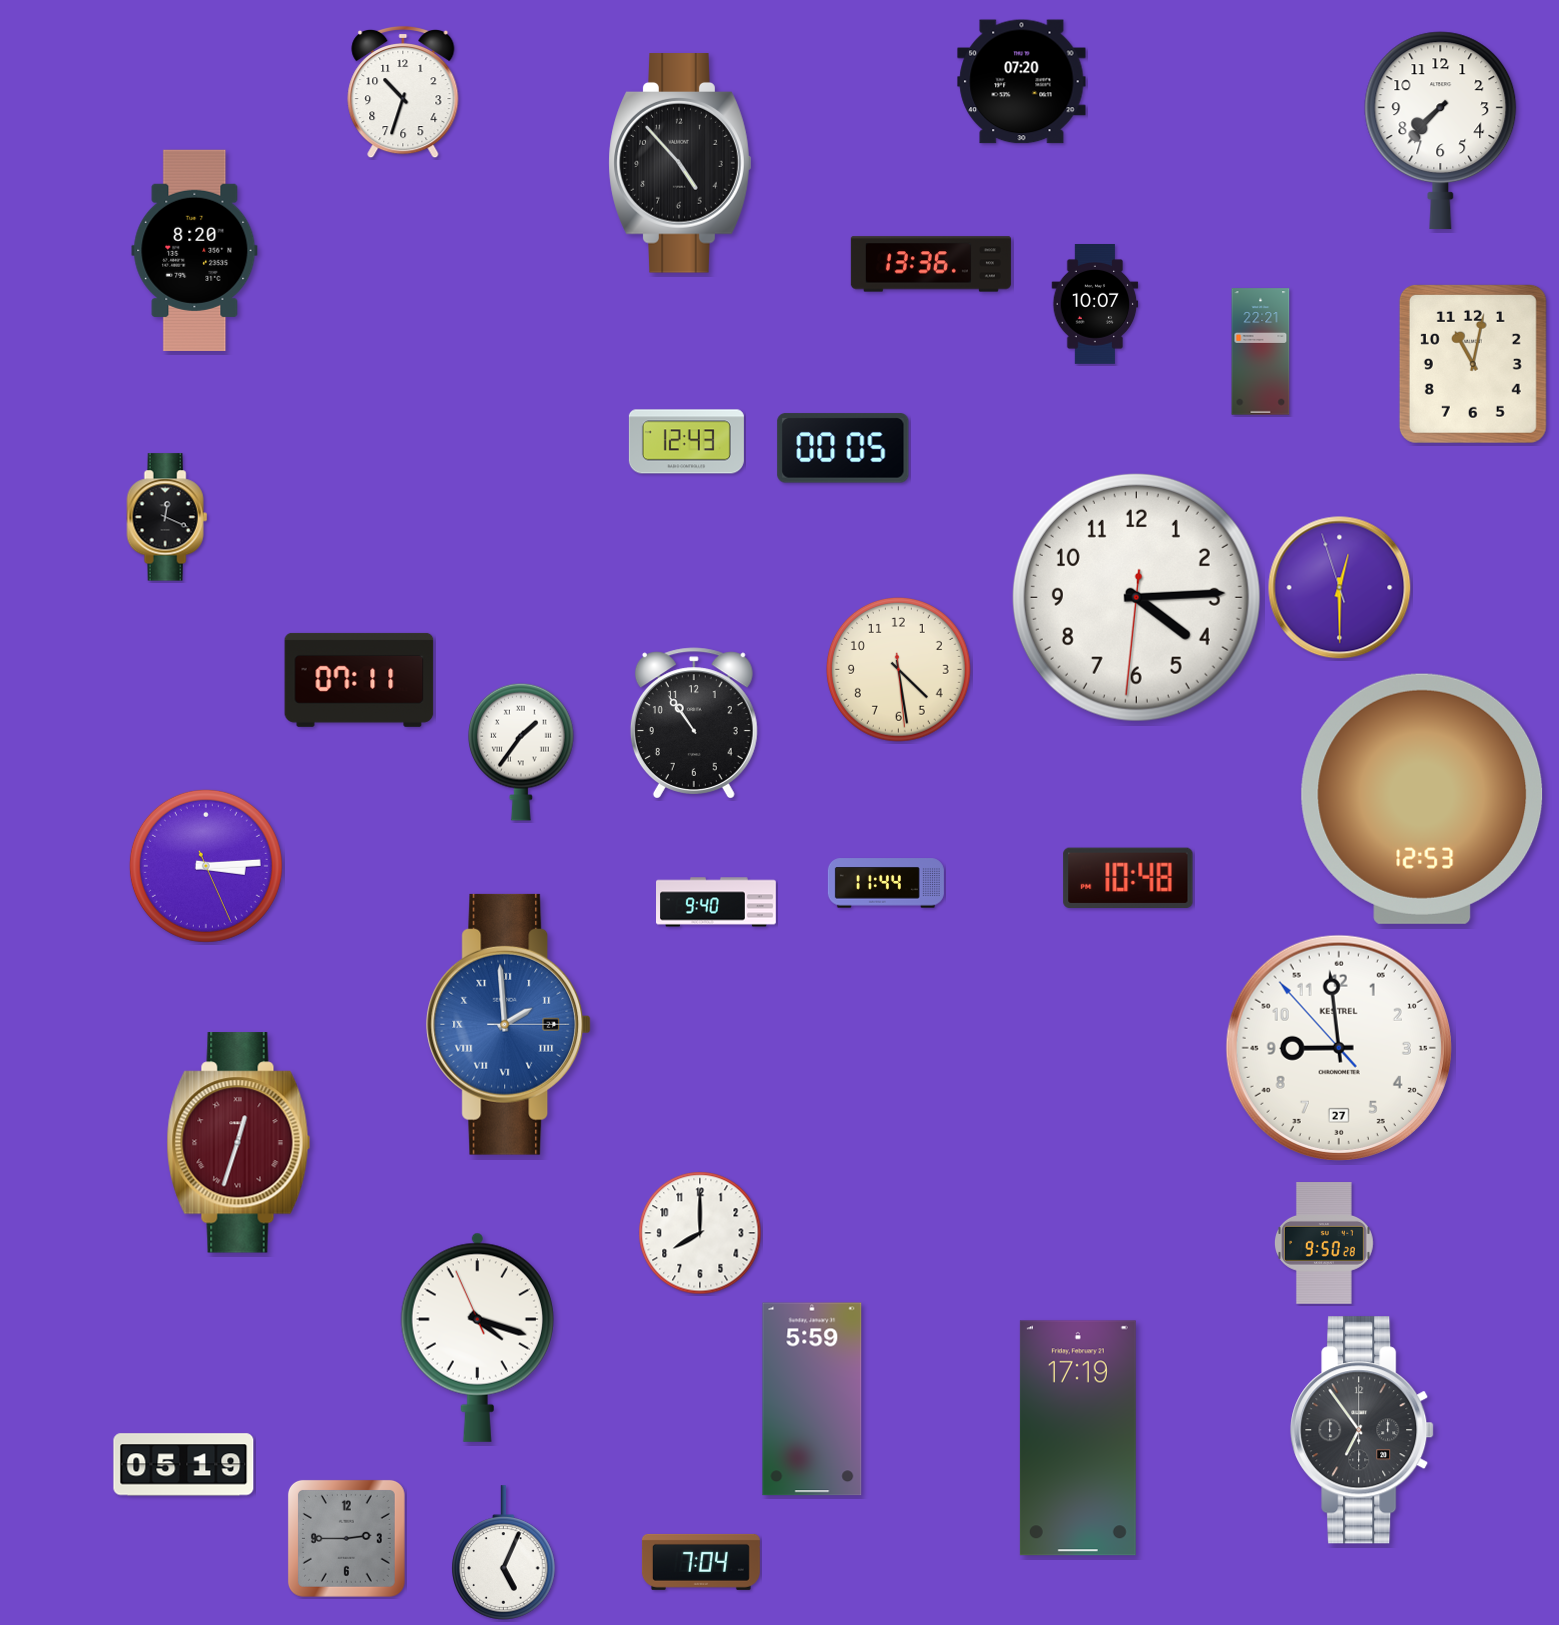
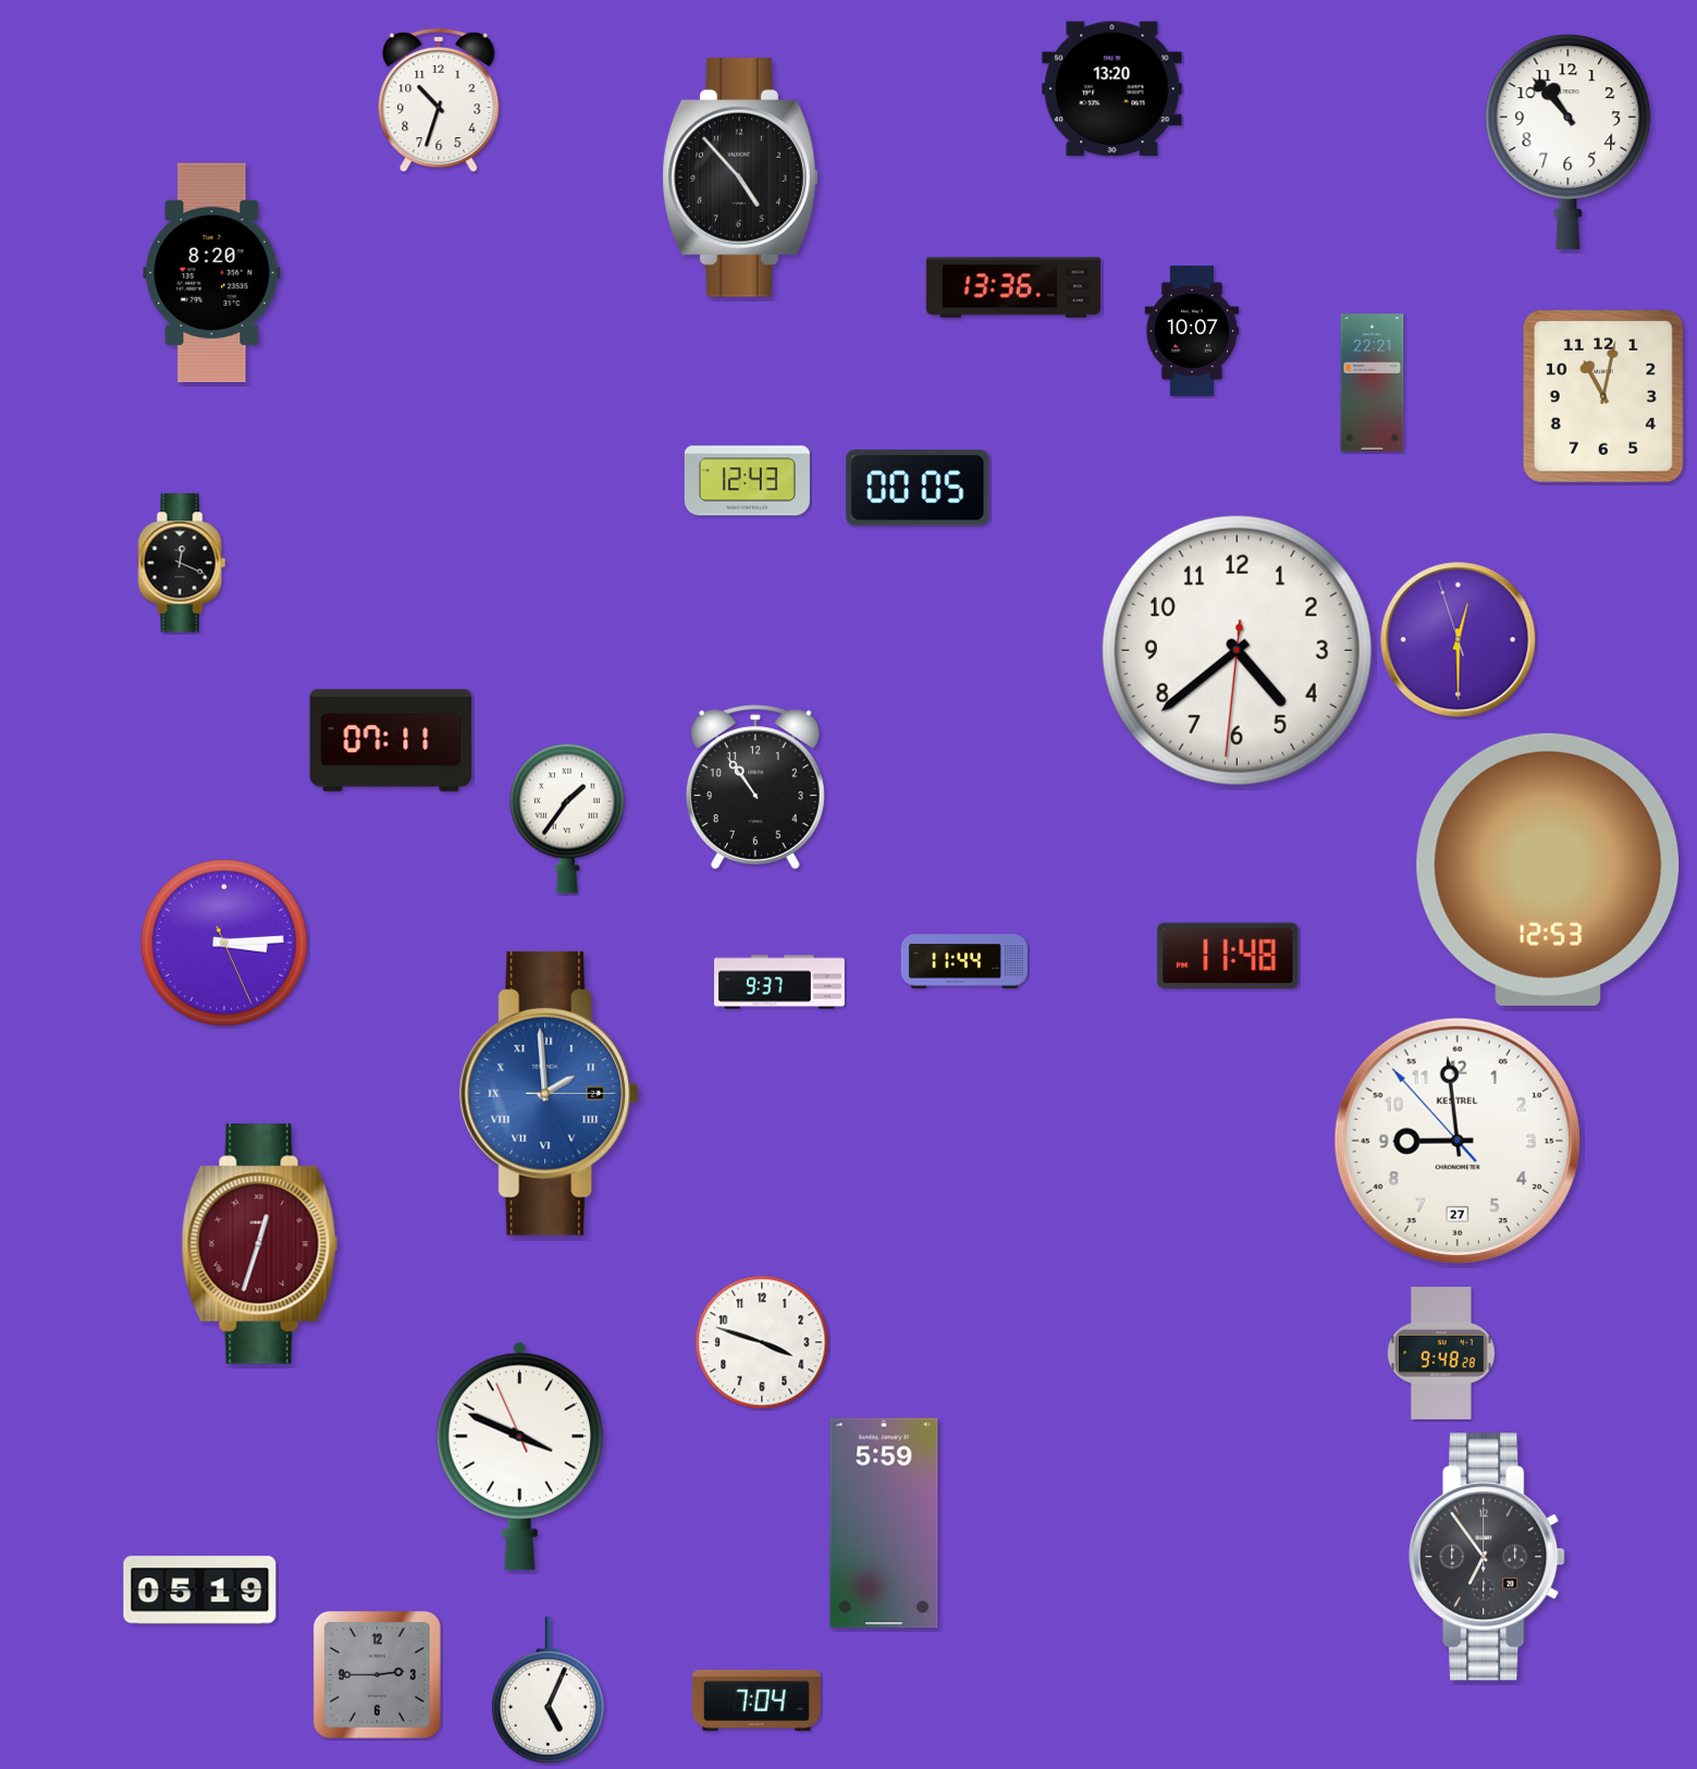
clock at (1022, 82): 07:20 -> 13:20
clock at (1441, 131): 7:37 -> 10:53
clock at (1136, 597): 4:14 -> 4:38
clock at (898, 669): 4:28 -> none
clock at (1128, 877): 10:48 -> 11:48
clock at (717, 902): 9:40 -> 9:37
clock at (509, 1024) position: (509, 1024) -> (550, 1093)
clock at (700, 1233): 8:00 -> 3:48
clock at (1324, 1243): 9:50 -> 9:48
clock at (477, 1337): 4:17 -> 3:48
clock at (1362, 1430) position: (1362, 1430) -> (1487, 1557)
clock at (1078, 1438): 17:19 -> none
clock at (184, 1465) position: (184, 1465) -> (200, 1590)
clock at (701, 1562) position: (701, 1562) -> (757, 1700)
